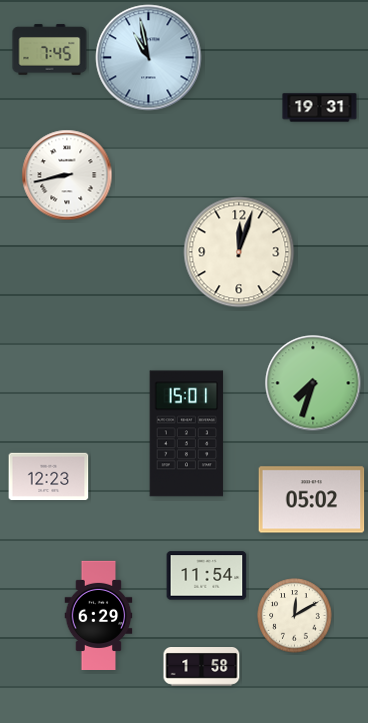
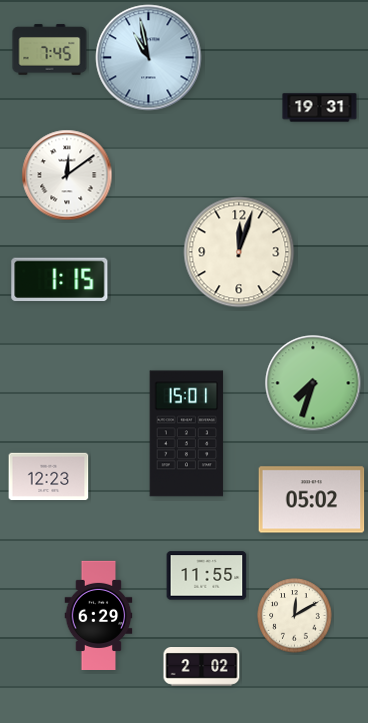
clock at (67, 175): 8:43 -> 12:09
clock at (60, 280): none -> 1:15
clock at (207, 576): 11:54 -> 11:55
clock at (202, 667): 1:58 -> 2:02
